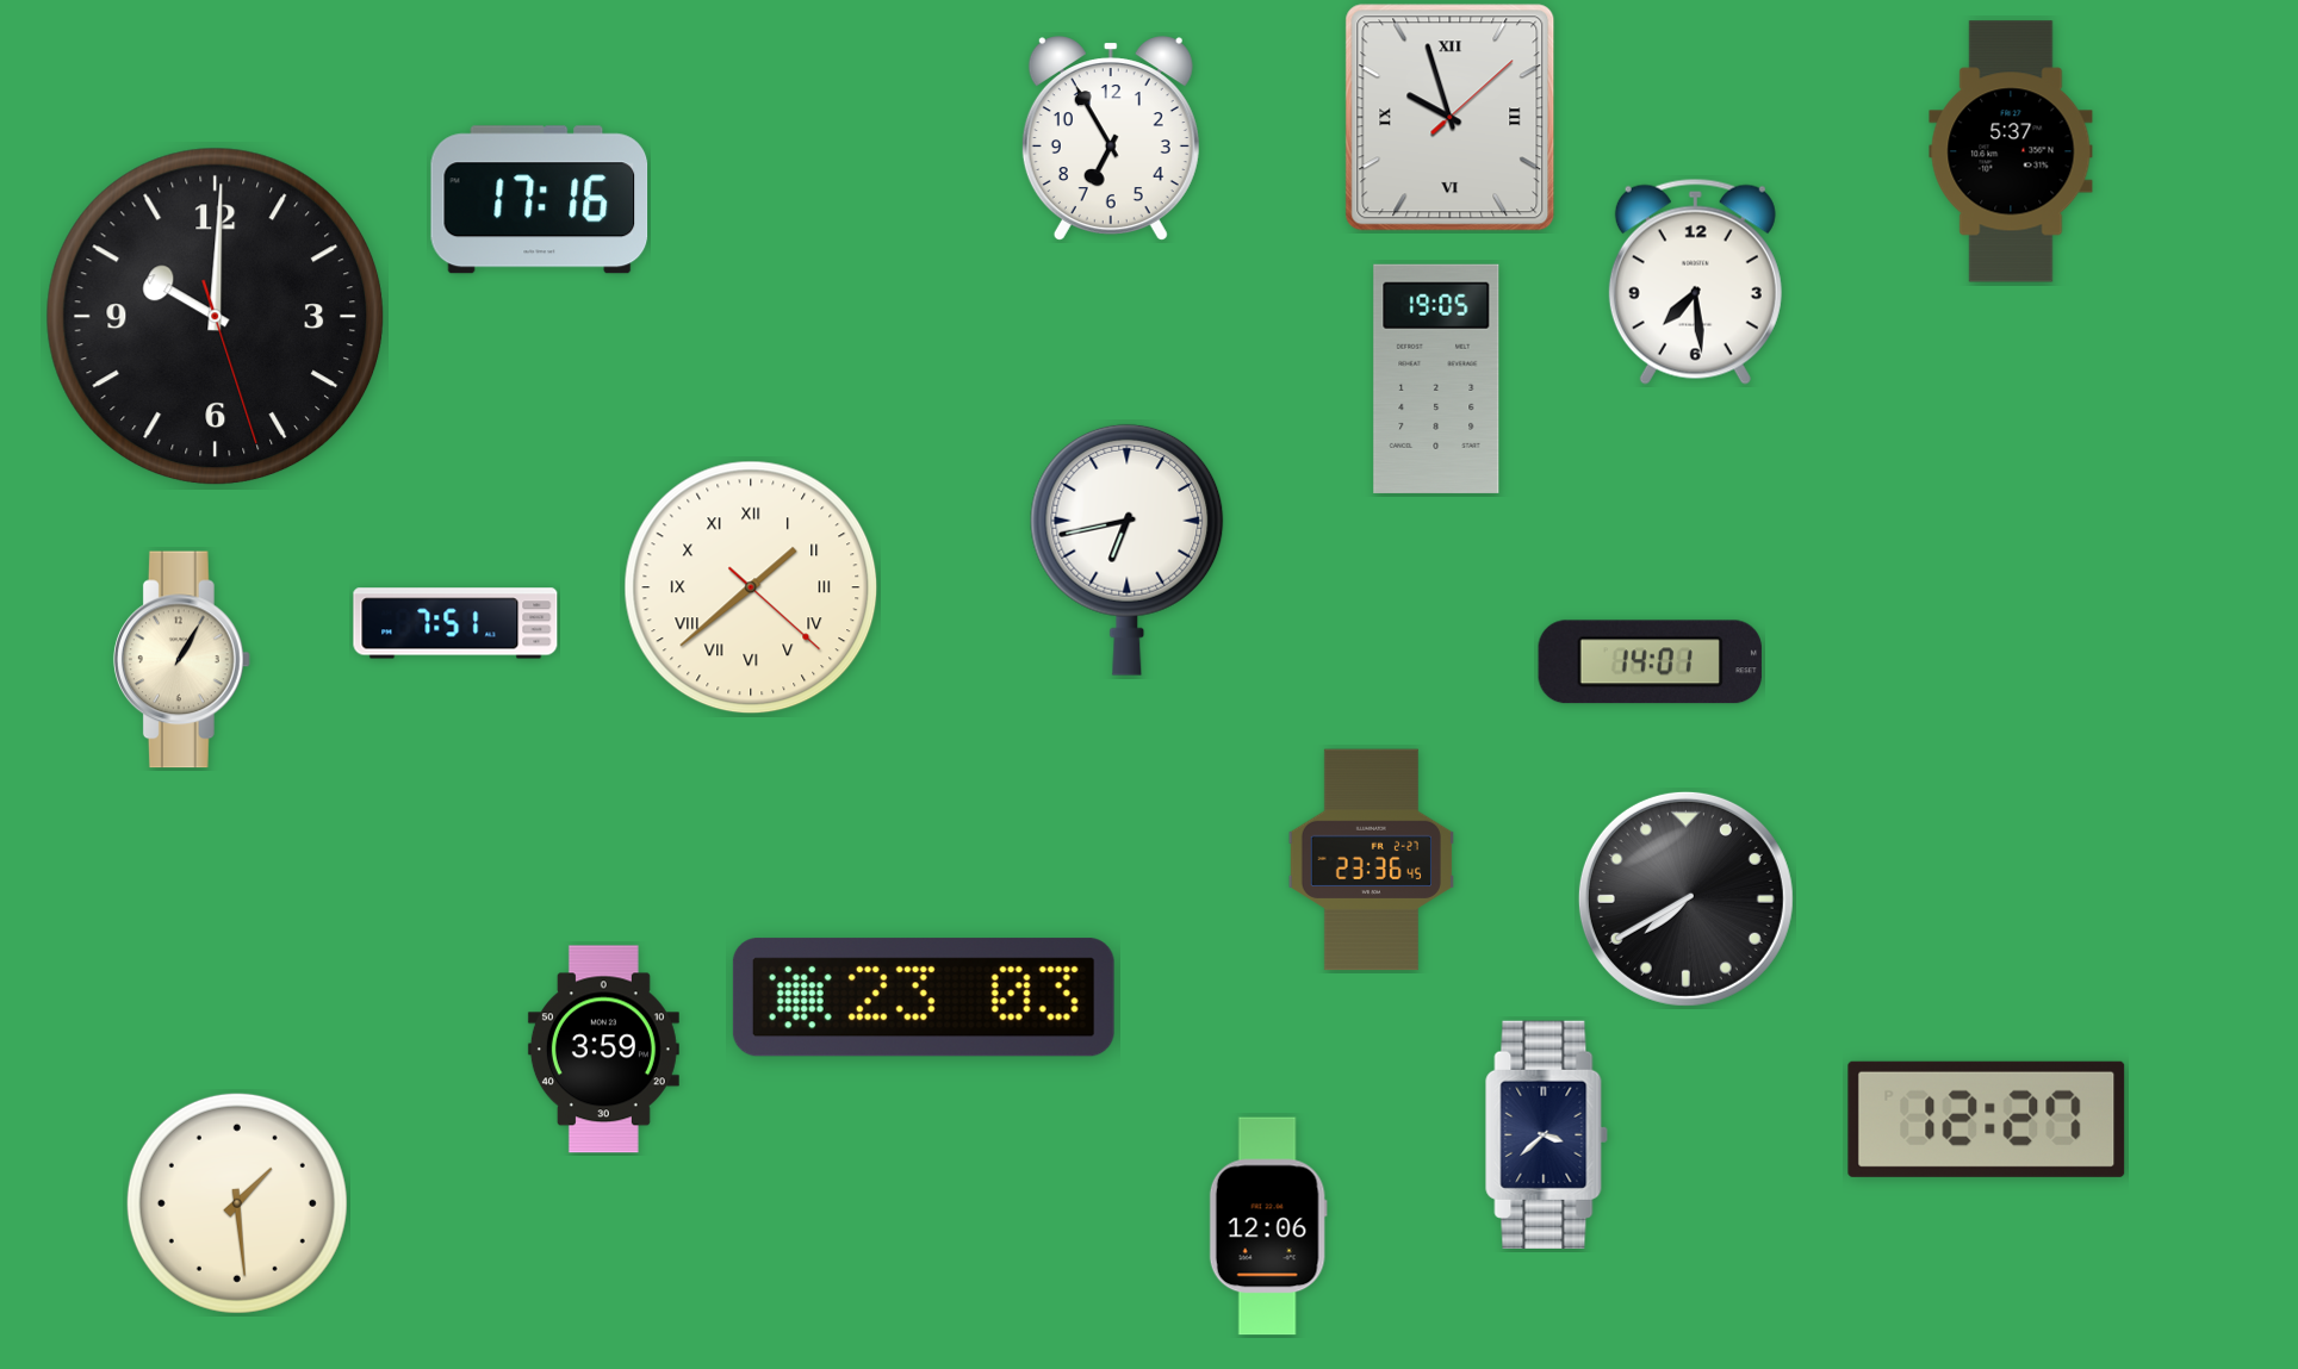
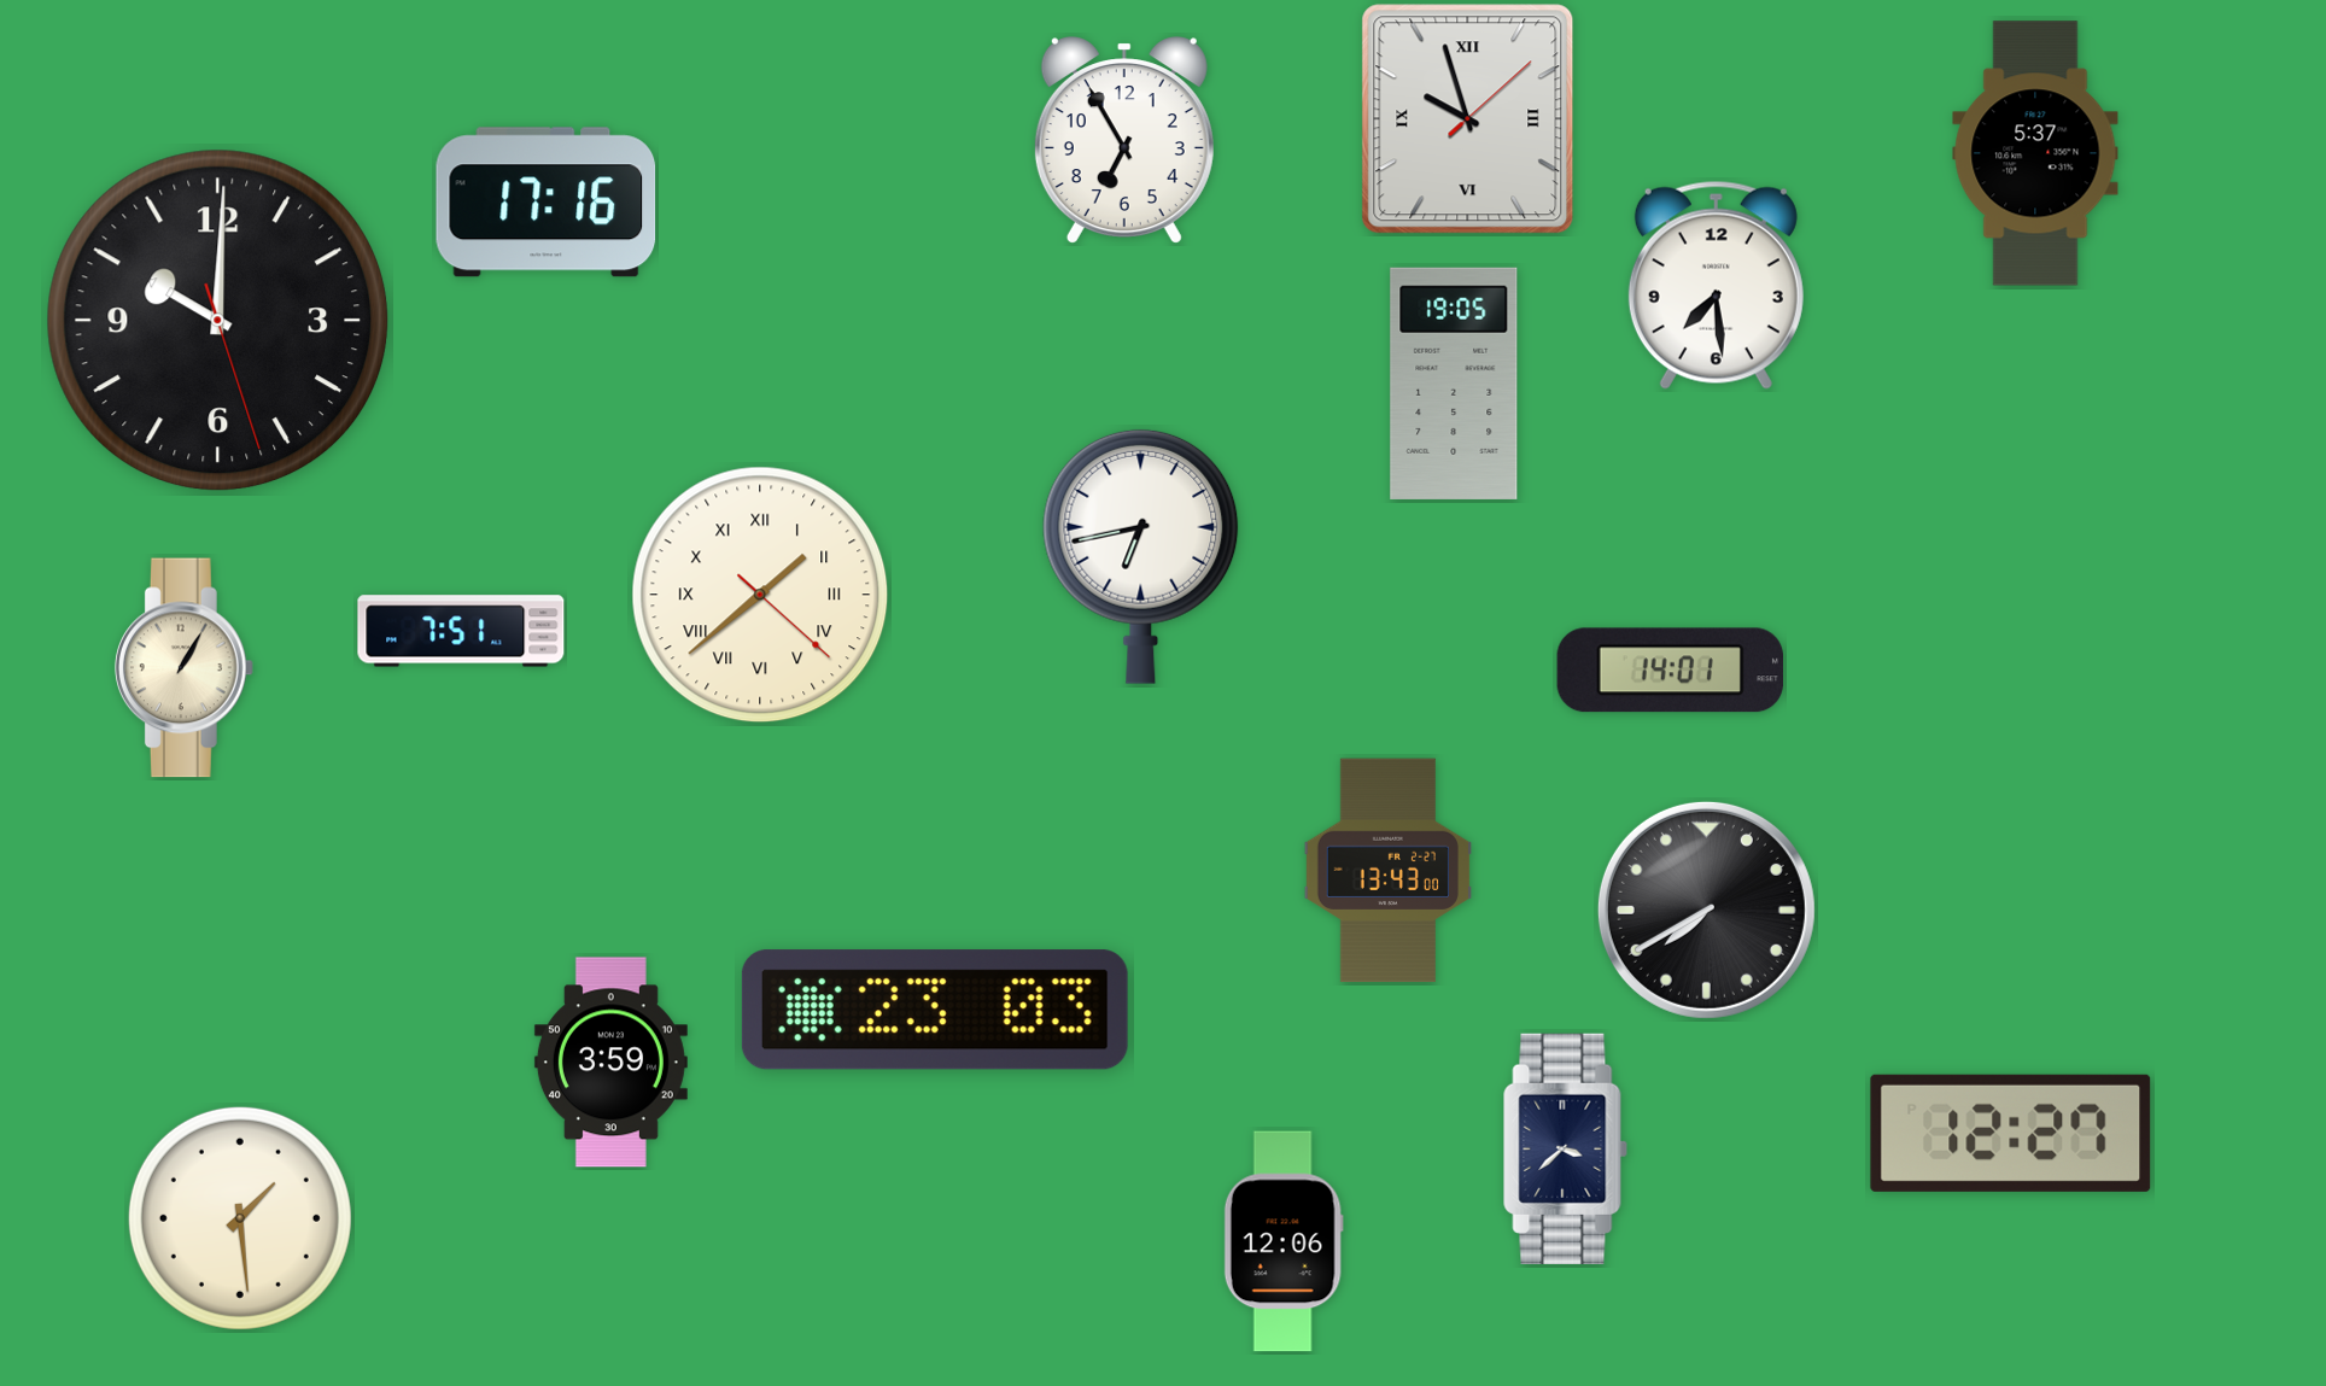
clock at (1371, 860): 23:36 -> 13:43
